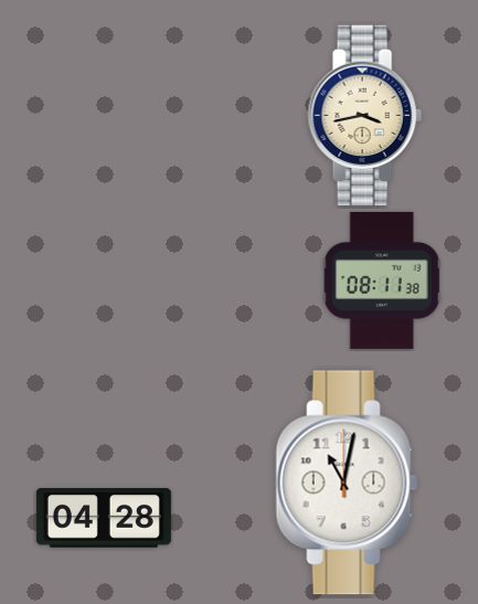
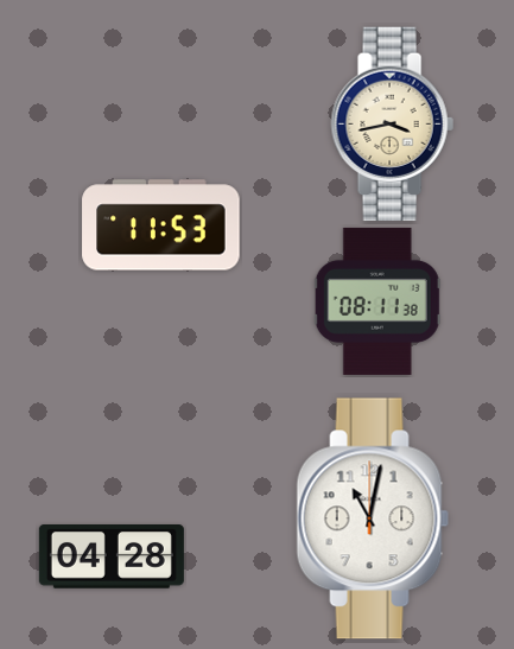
clock at (161, 225): none -> 11:53
clock at (382, 280) position: (382, 280) -> (377, 301)
